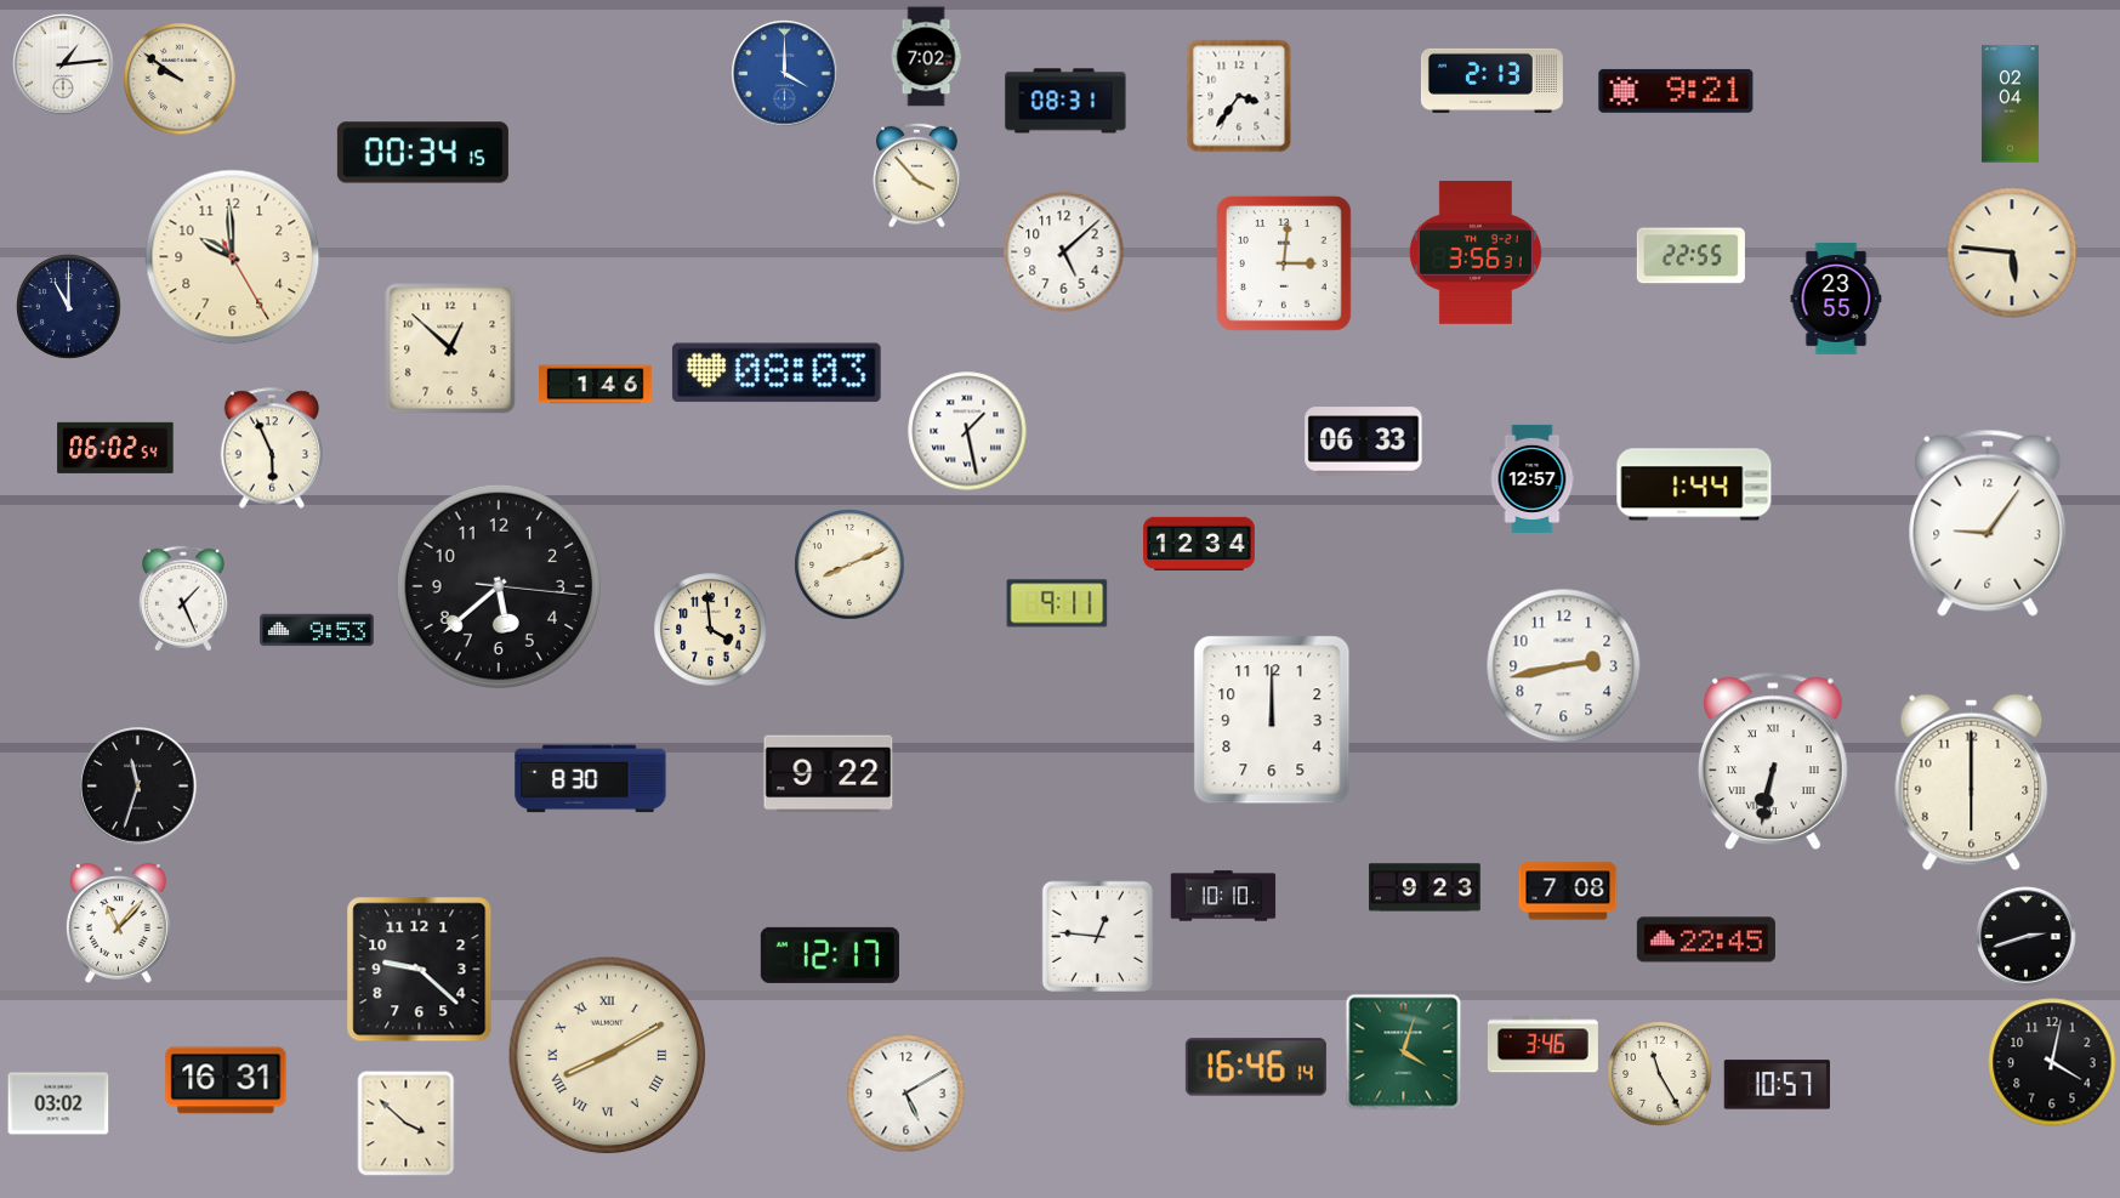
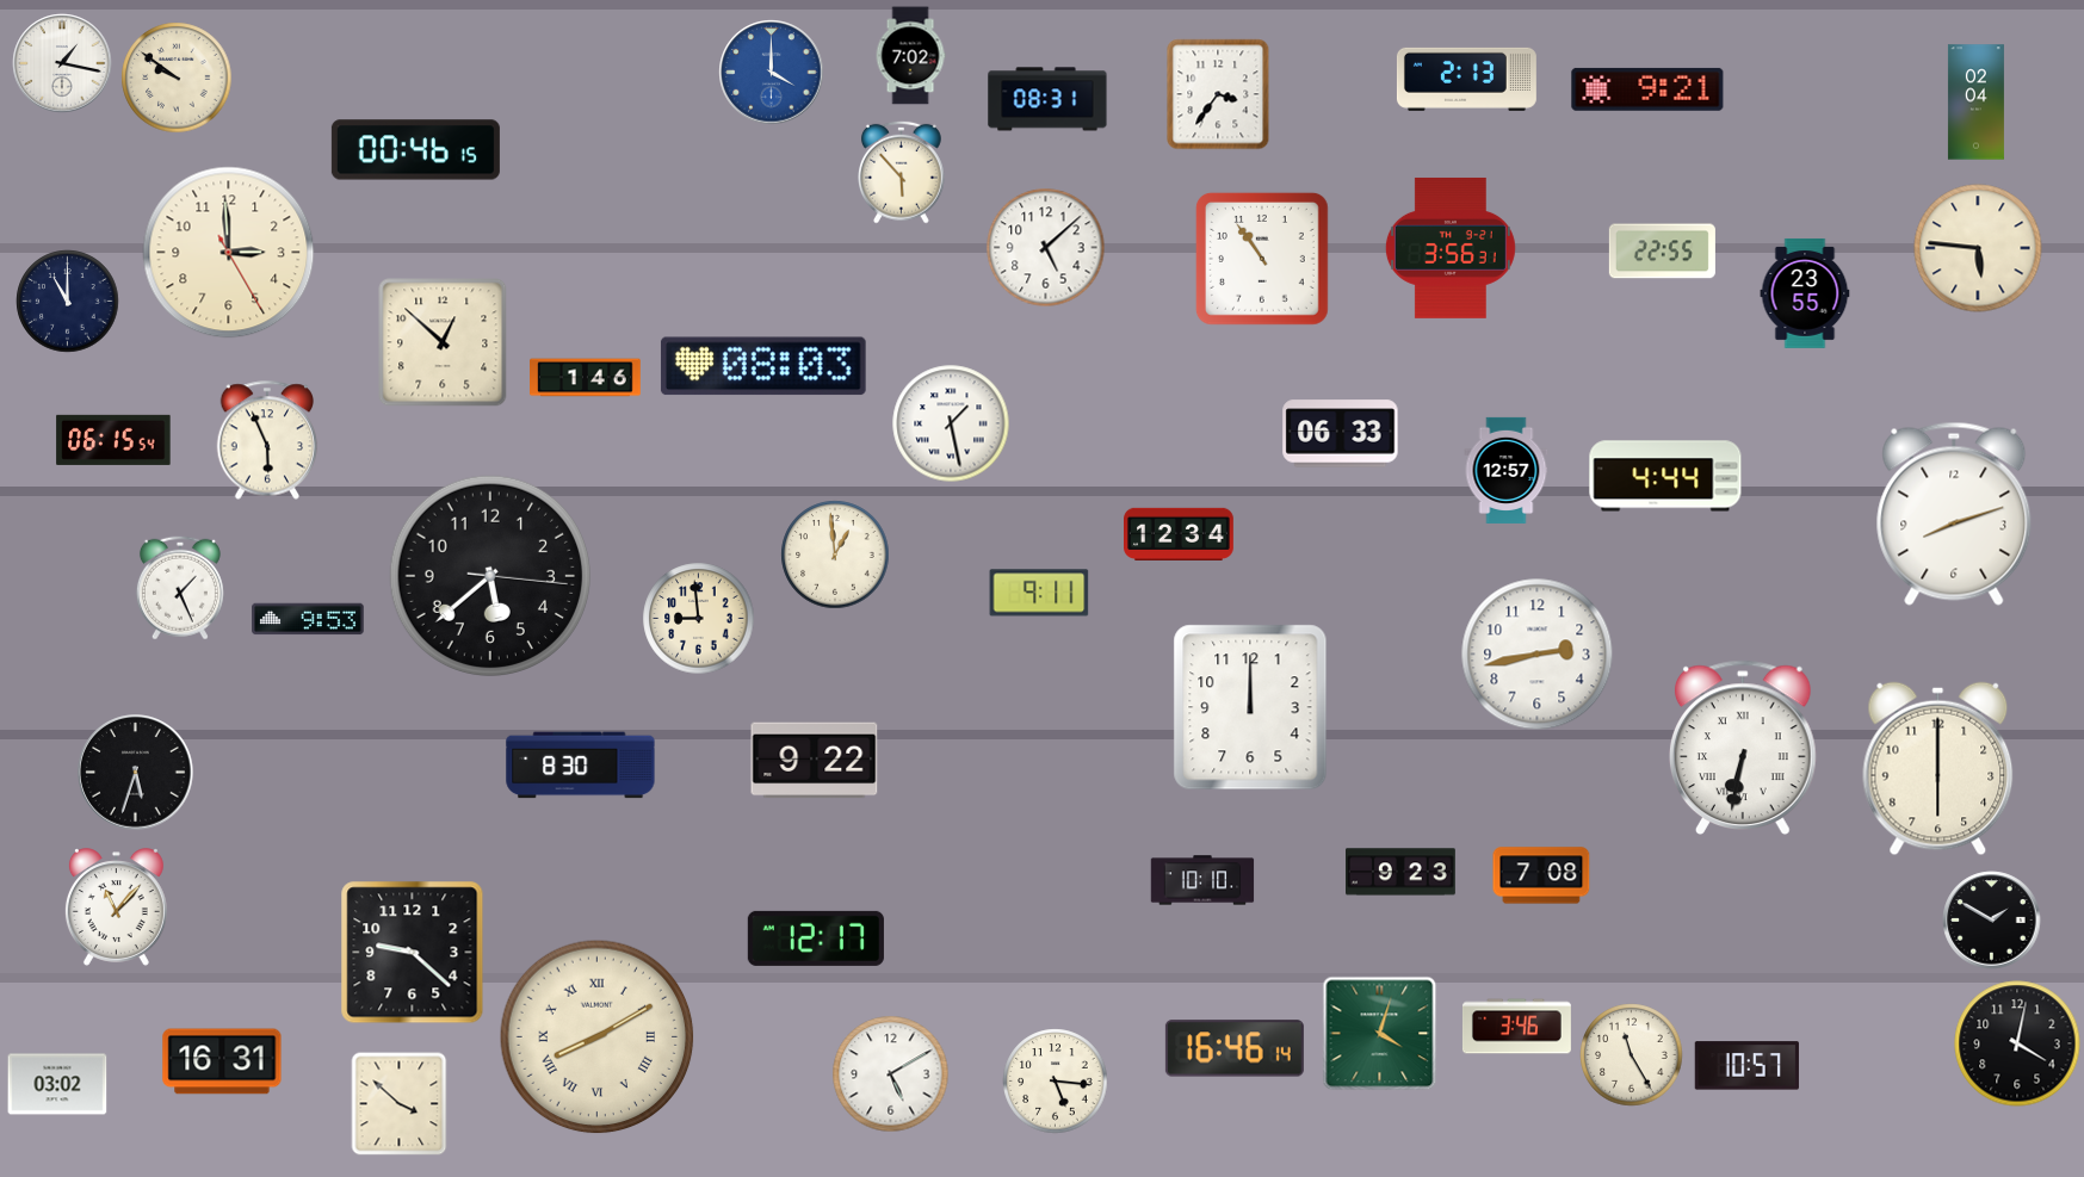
clock at (63, 64): 1:14 -> 1:17
clock at (422, 153): 00:34 -> 00:46
clock at (917, 175): 3:53 -> 5:53
clock at (233, 257): 9:59 -> 2:59
clock at (1284, 263): 3:01 -> 10:54
clock at (115, 448): 06:02 -> 06:15
clock at (1694, 484): 1:44 -> 4:44
clock at (1988, 523): 9:06 -> 8:12
clock at (849, 564): 8:11 -> 12:59
clock at (317, 630) position: (317, 630) -> (308, 619)
clock at (711, 630): 3:59 -> 8:59
clock at (138, 787): 11:33 -> 5:33
clock at (1097, 936): 12:46 -> none
clock at (2027, 937): 2:42 -> 1:50
clock at (1706, 939): 22:45 -> none
clock at (1056, 1082): none -> 5:16
